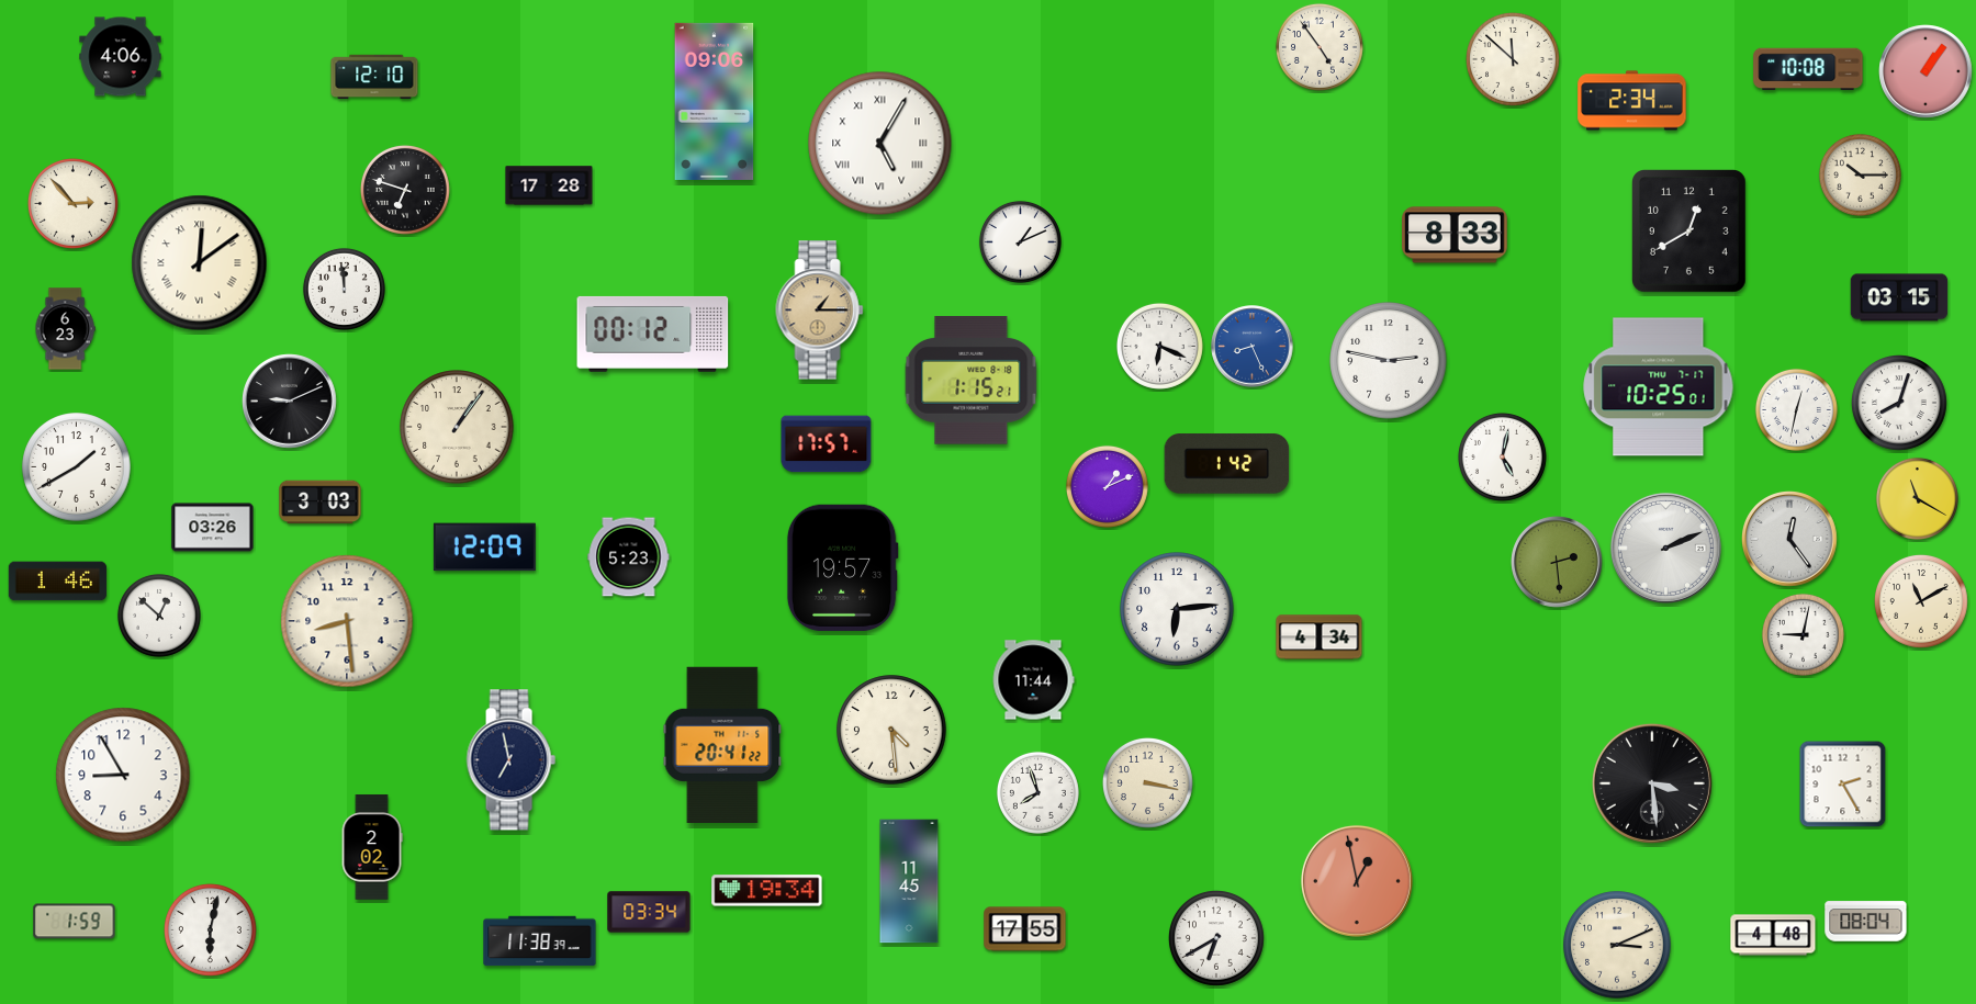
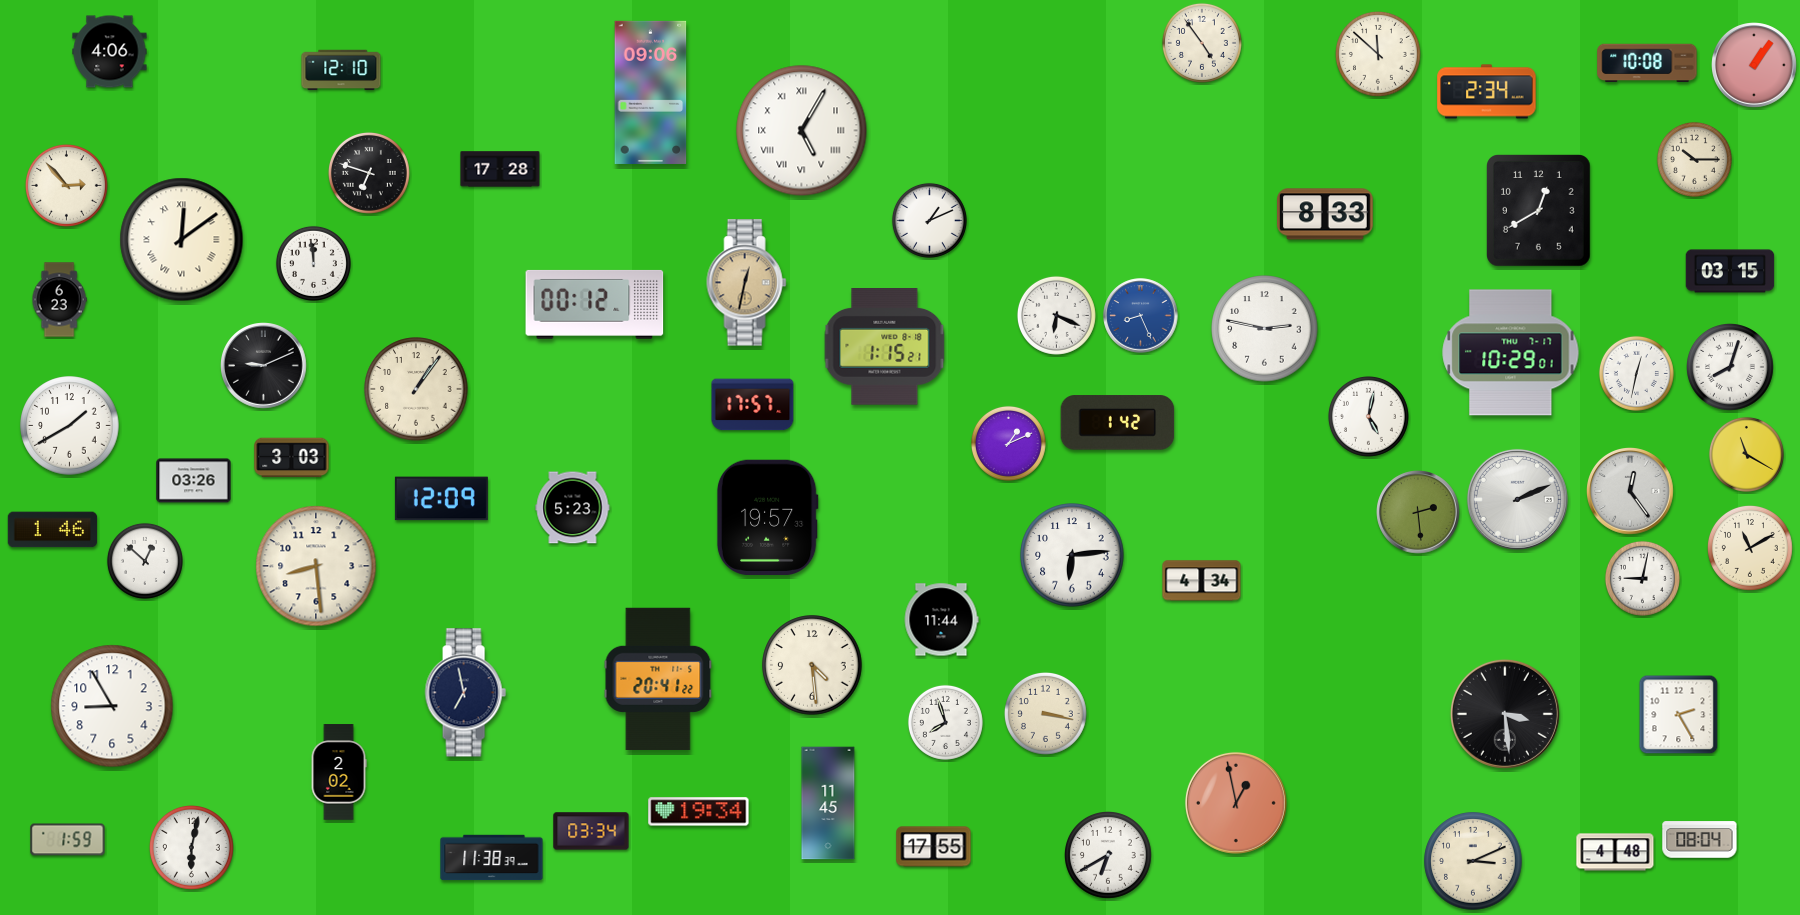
clock at (820, 311): 1:15 -> 12:32
clock at (1659, 387): 10:25 -> 10:29
